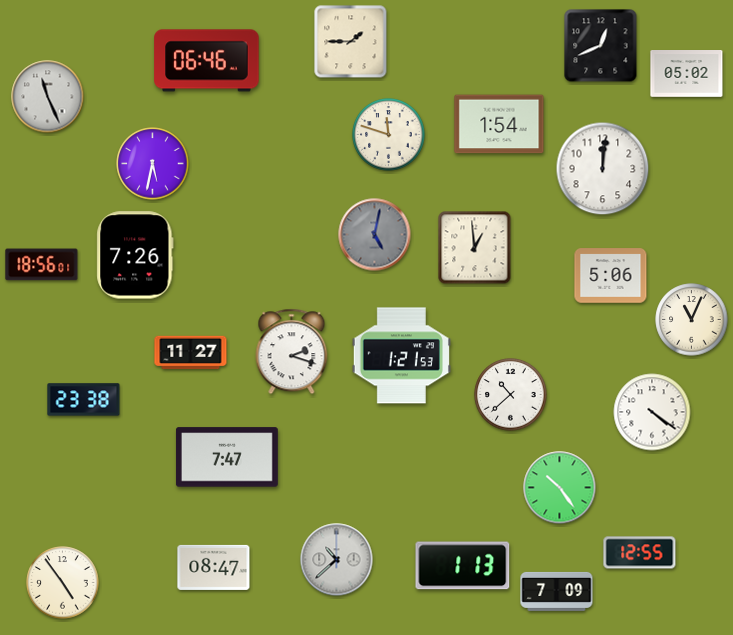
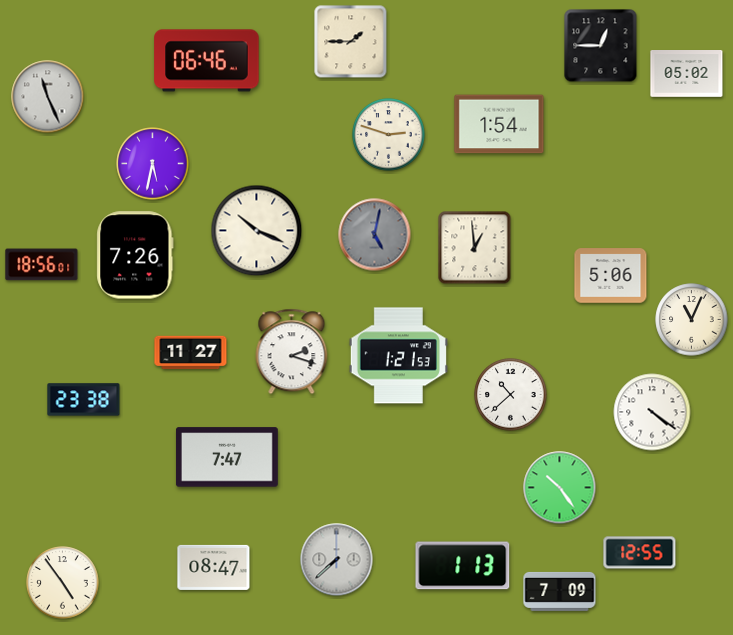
clock at (601, 46): 12:41 -> 12:45
clock at (389, 135): 11:48 -> 2:48
clock at (603, 169): 12:01 -> none
clock at (257, 231): none -> 10:19
clock at (401, 356) position: (401, 356) -> (398, 356)
clock at (337, 560): 10:38 -> 7:38
clock at (557, 591) position: (557, 591) -> (560, 591)
